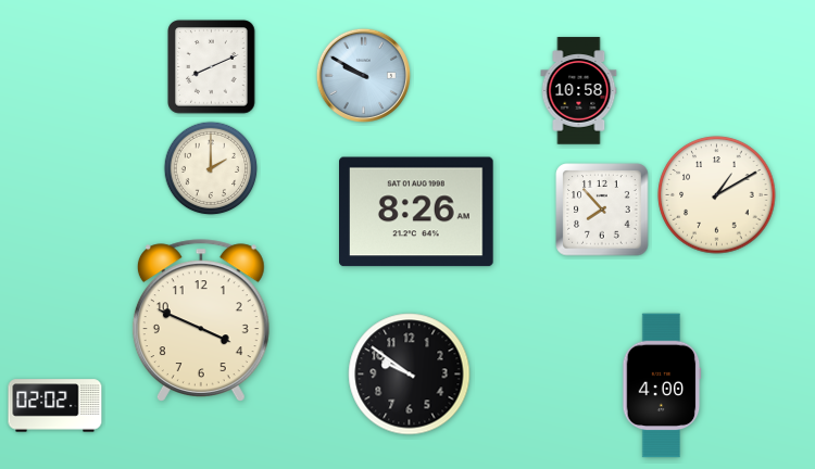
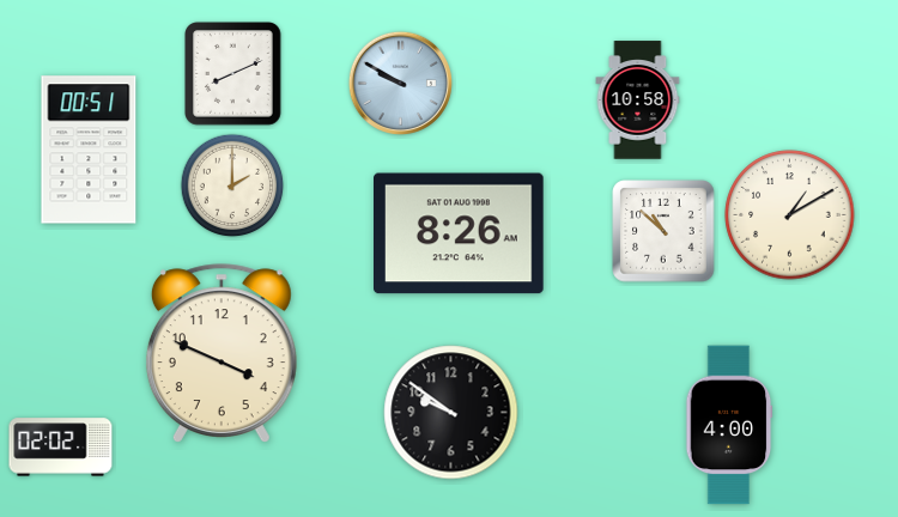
clock at (89, 150): none -> 00:51
clock at (602, 210): 7:53 -> 10:52
